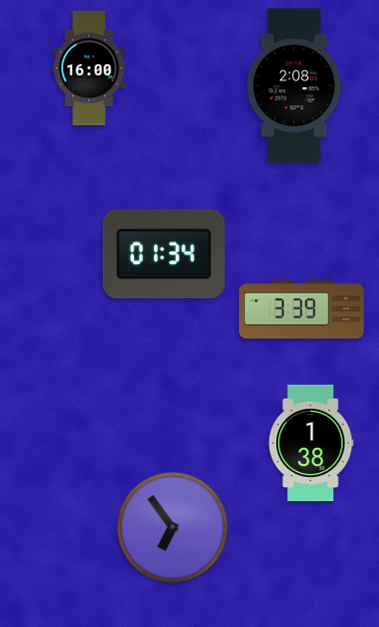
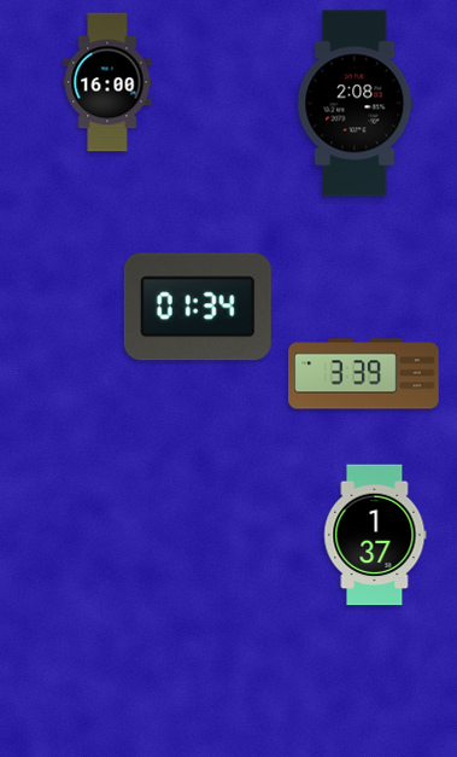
clock at (311, 443): 1:38 -> 1:37
clock at (172, 527): 6:54 -> none
